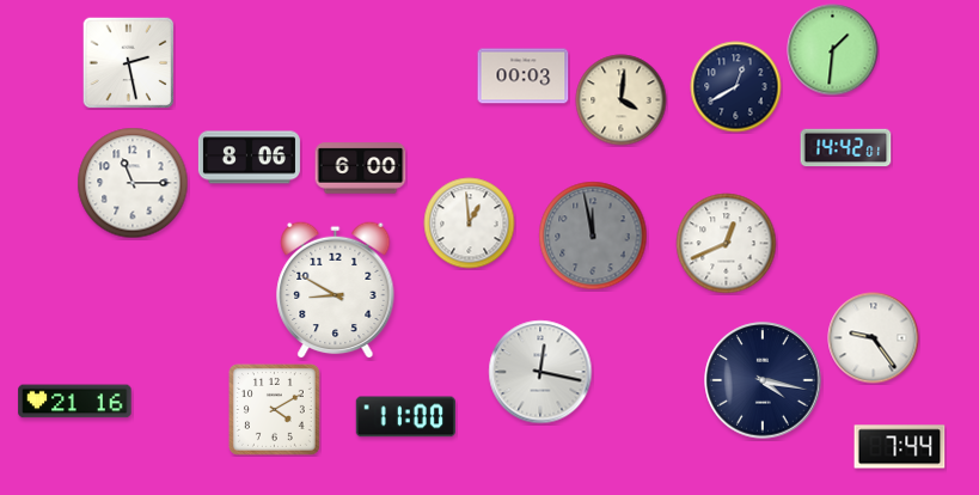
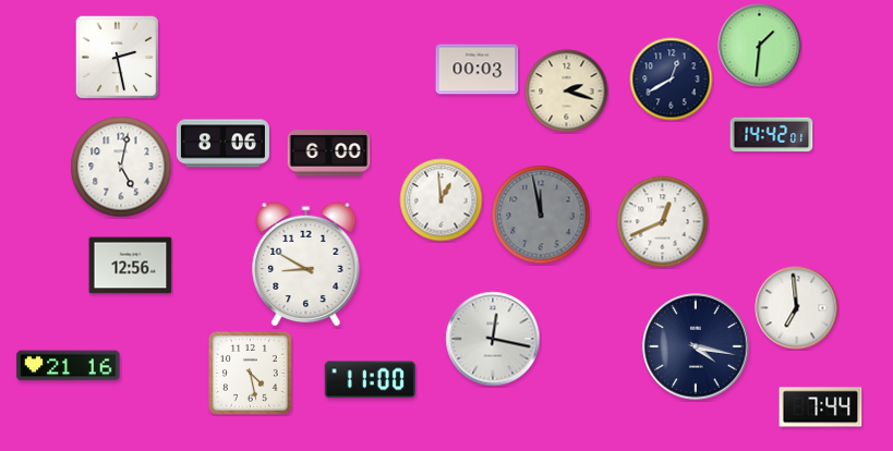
clock at (622, 100): 4:01 -> 2:18
clock at (249, 158) position: (249, 158) -> (222, 144)
clock at (133, 183): 11:15 -> 5:02
clock at (470, 224) position: (470, 224) -> (442, 200)
clock at (131, 266): none -> 12:56
clock at (874, 338): 9:24 -> 6:59
clock at (274, 409): 4:10 -> 4:28
